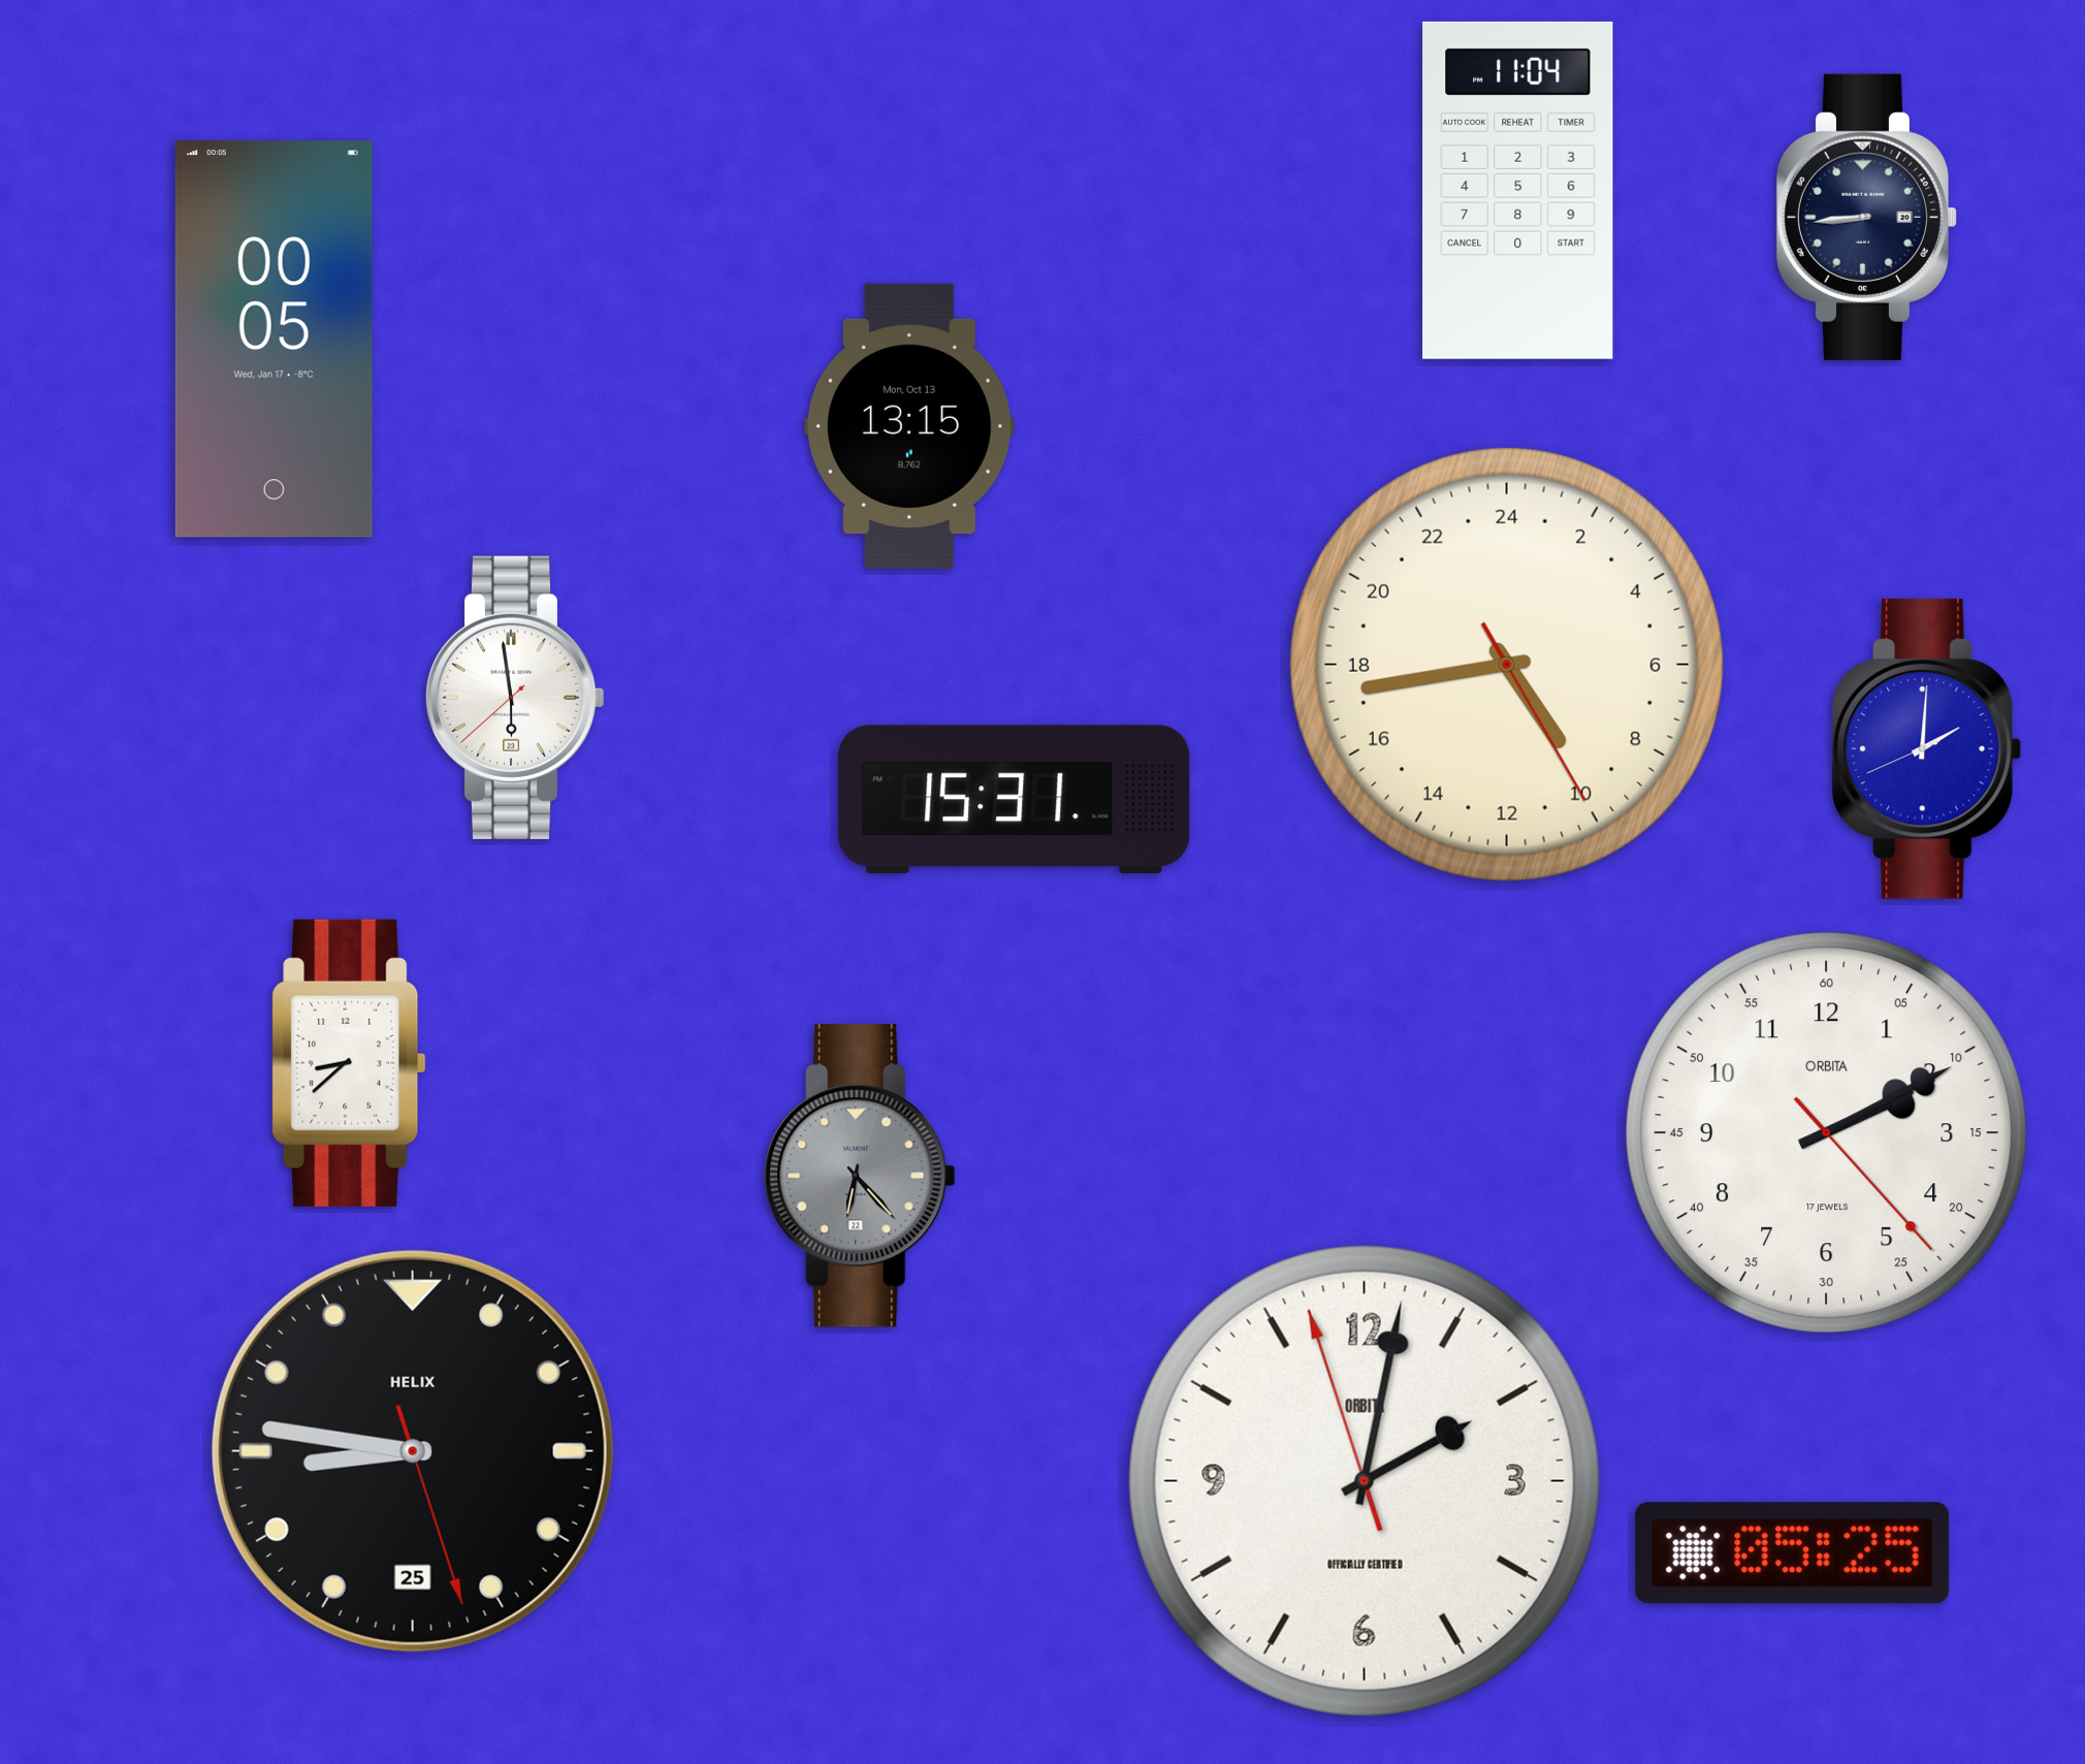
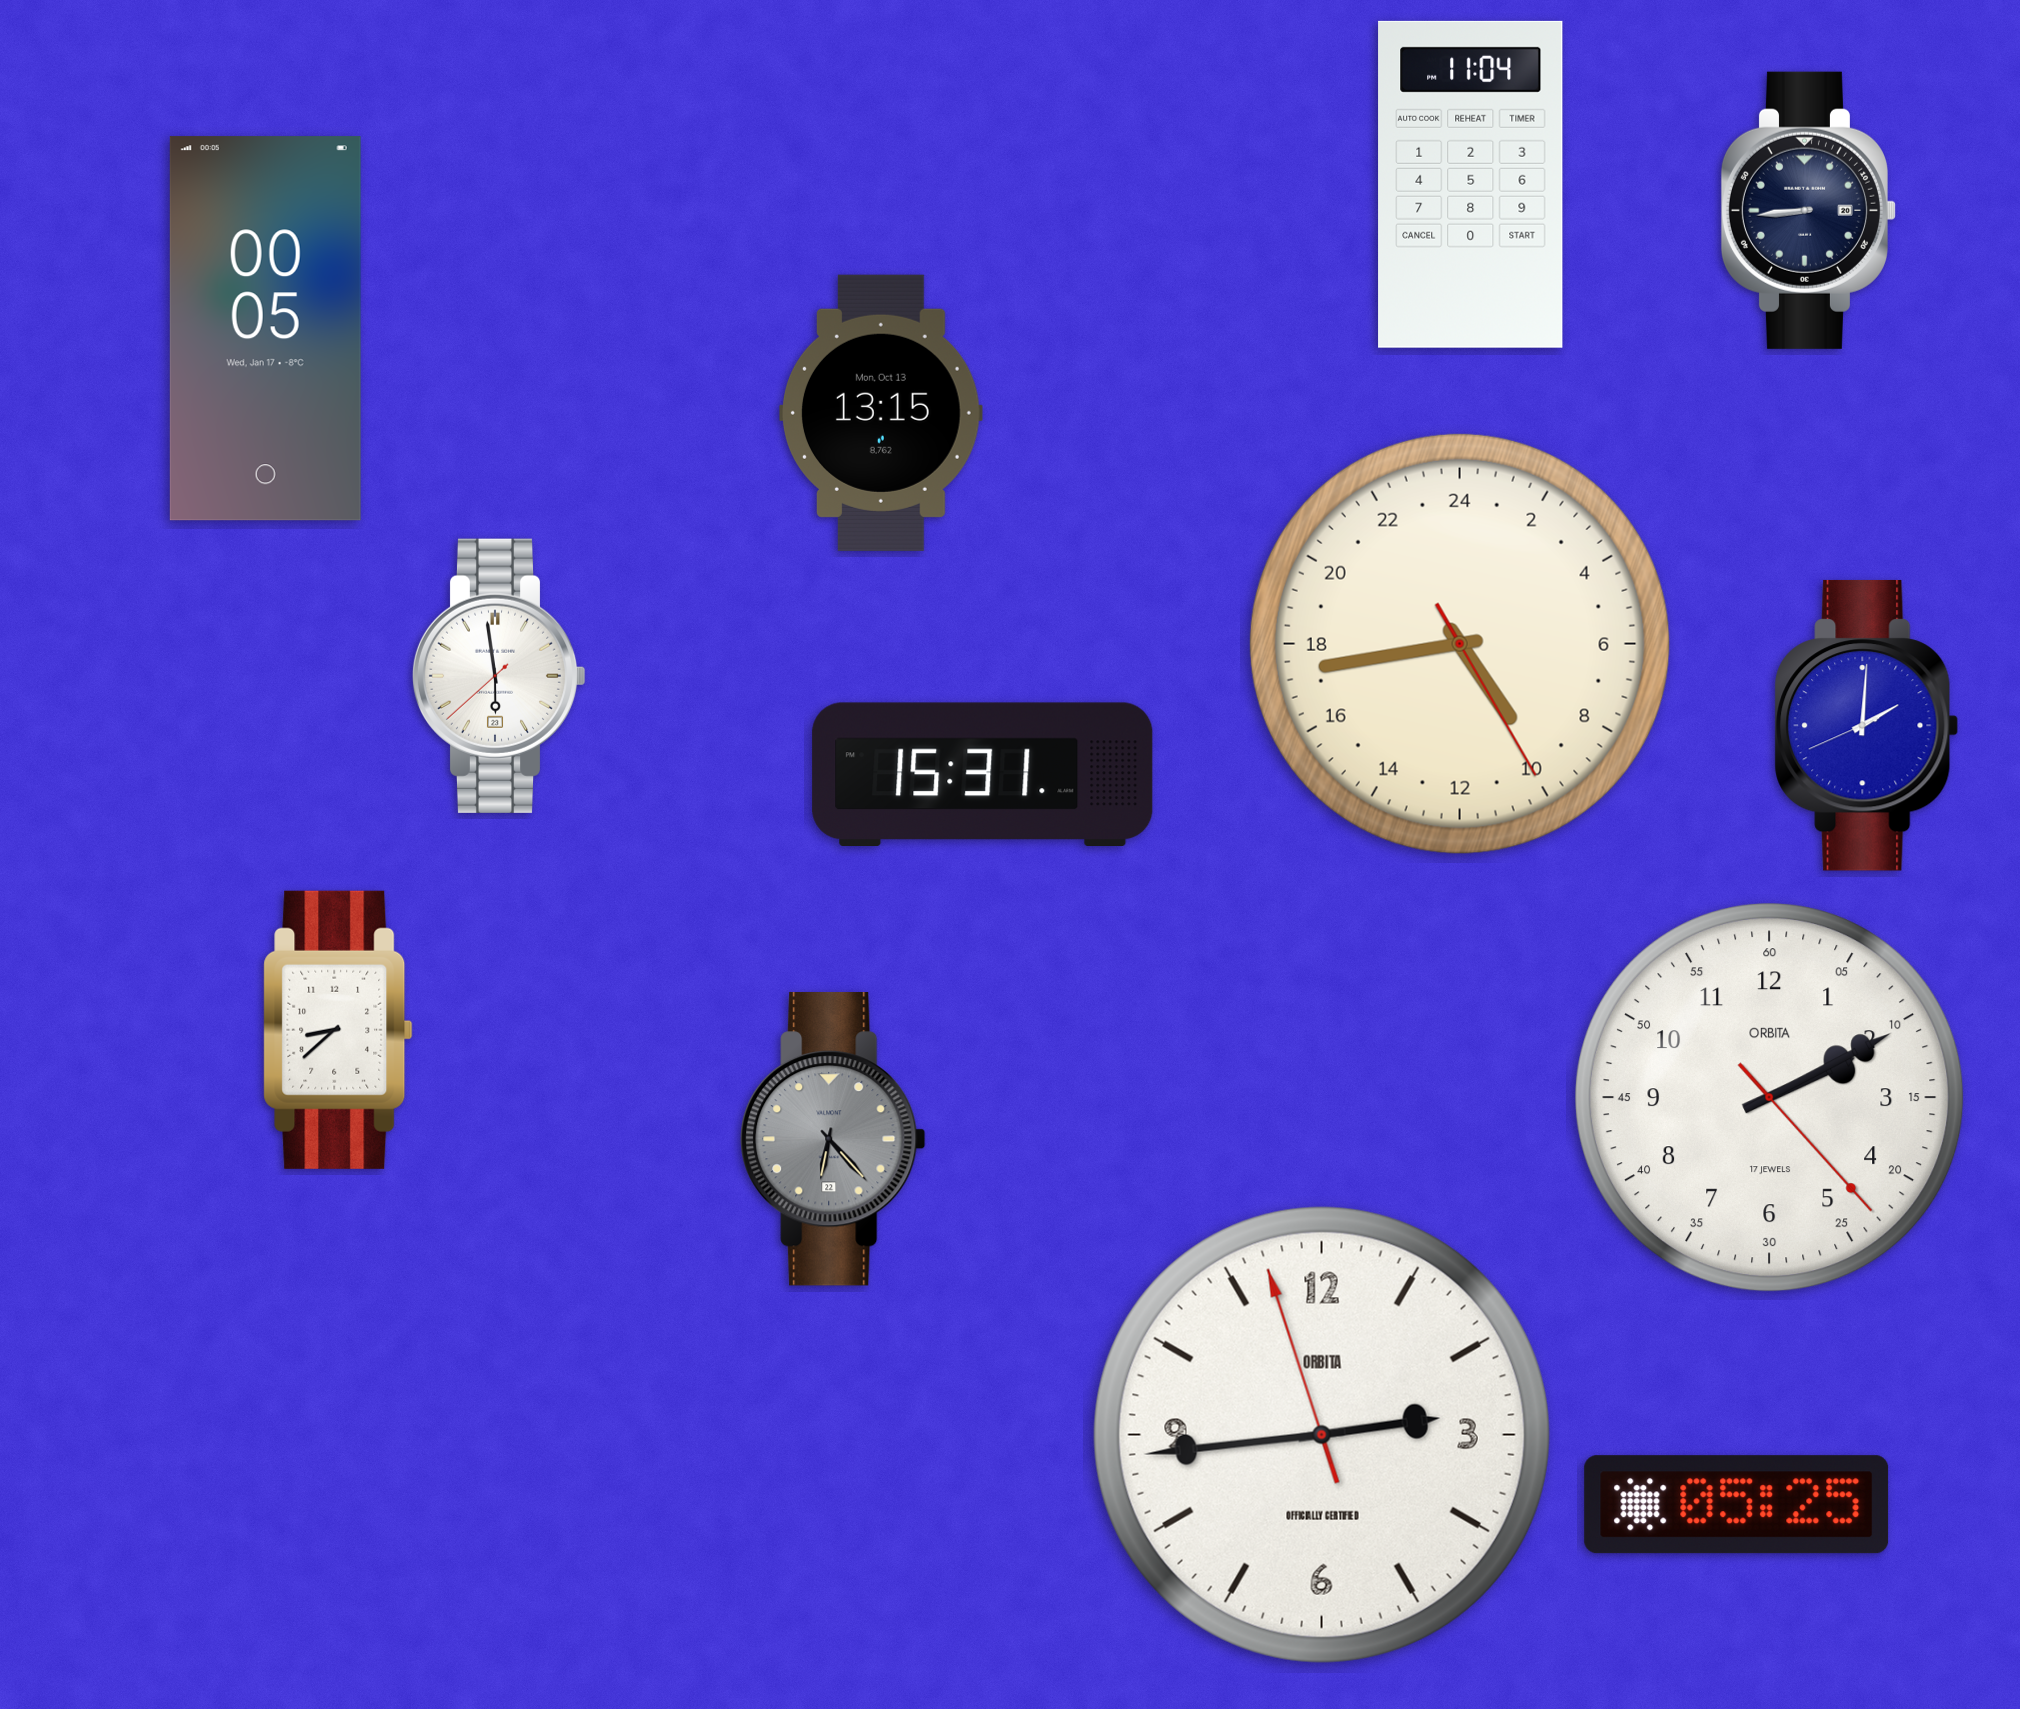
clock at (413, 1451): 8:46 -> none
clock at (1365, 1481): 2:01 -> 2:43
